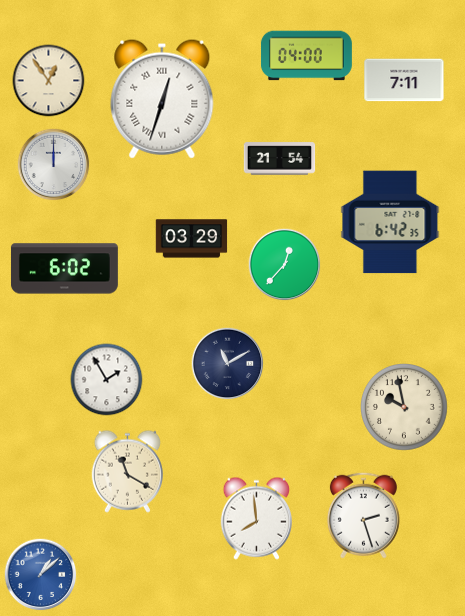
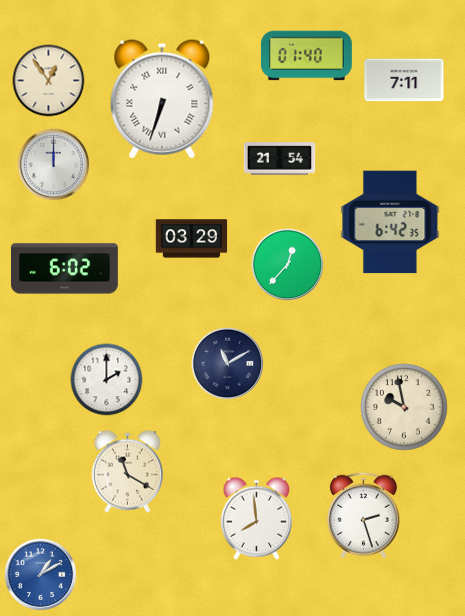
clock at (306, 56): 04:00 -> 01:40
clock at (162, 99): 12:33 -> 6:33
clock at (285, 265) position: (285, 265) -> (288, 265)
clock at (107, 380): 1:55 -> 2:00
clock at (41, 575): 1:08 -> 1:10
